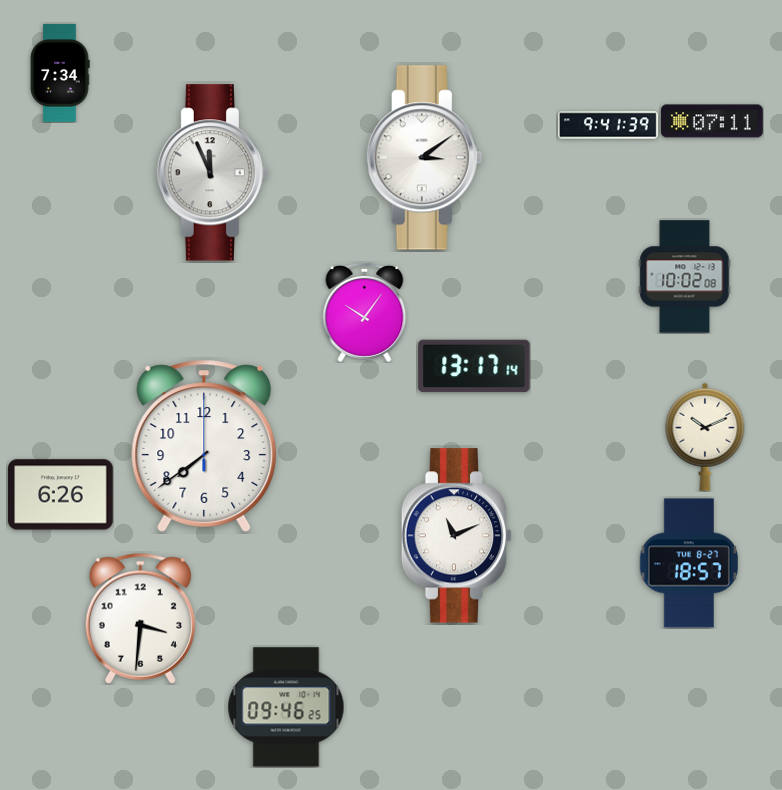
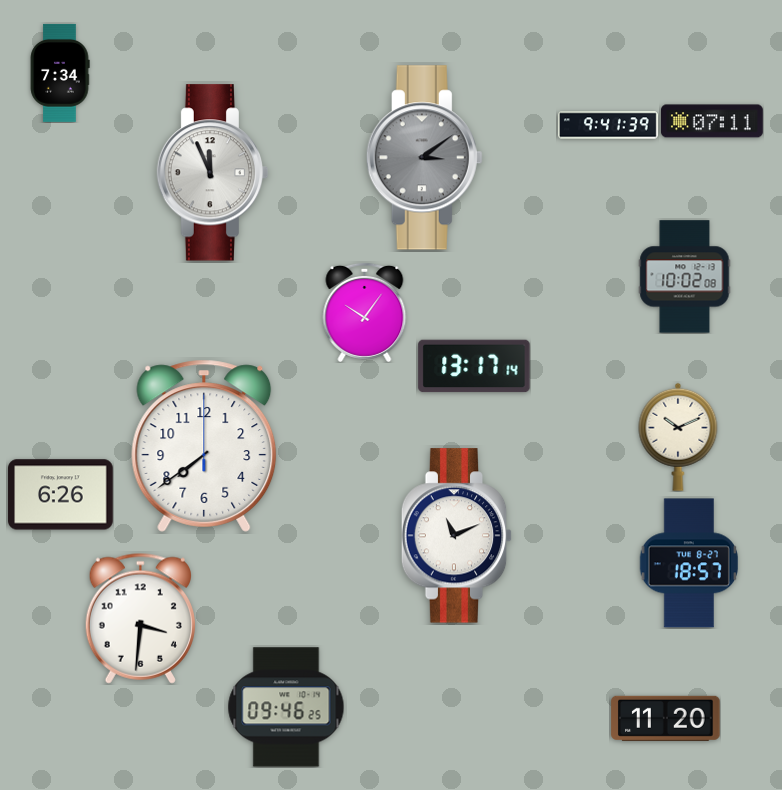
clock at (424, 158) dial: white -> grey
clock at (705, 437) position: (705, 437) -> (678, 437)
clock at (666, 718): none -> 11:20
